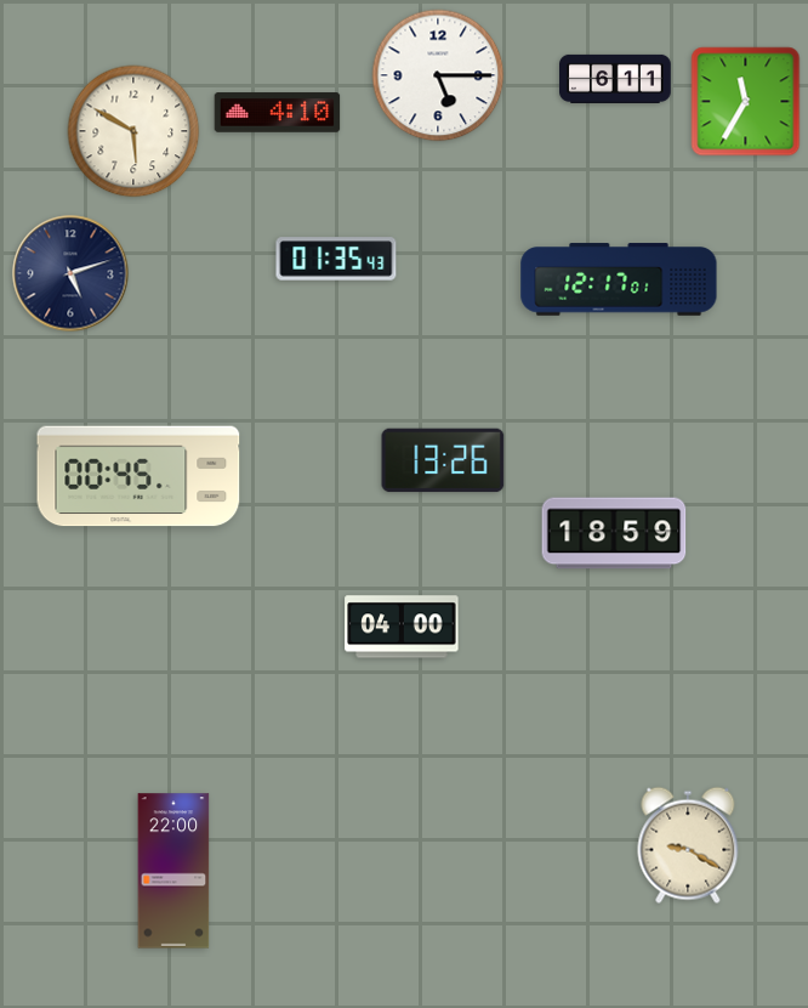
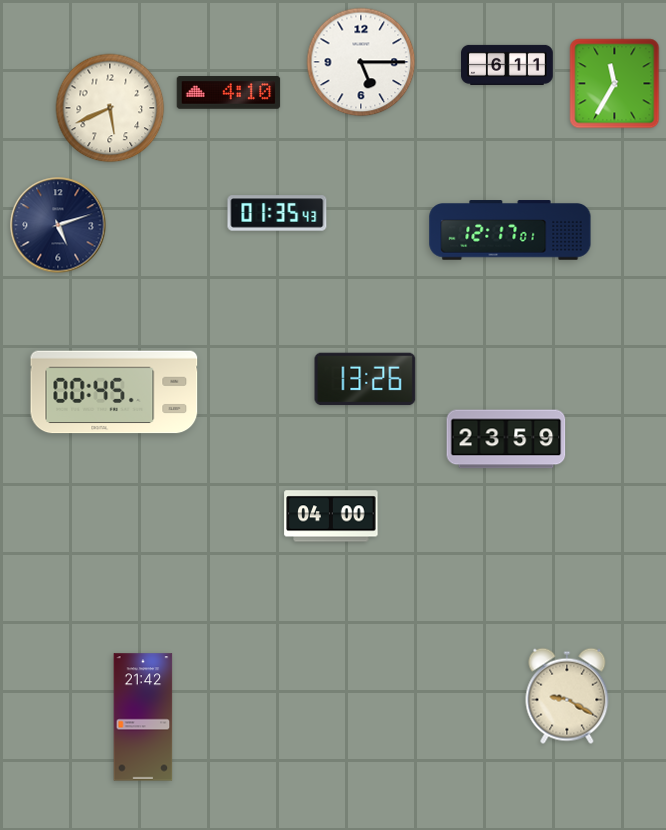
clock at (133, 131): 5:50 -> 5:41
clock at (614, 533): 18:59 -> 23:59
clock at (173, 871): 22:00 -> 21:42
